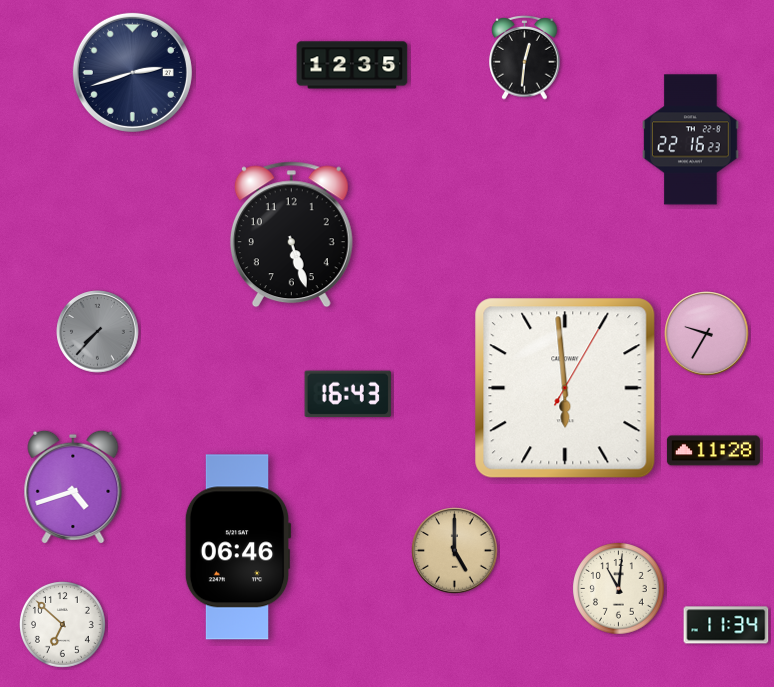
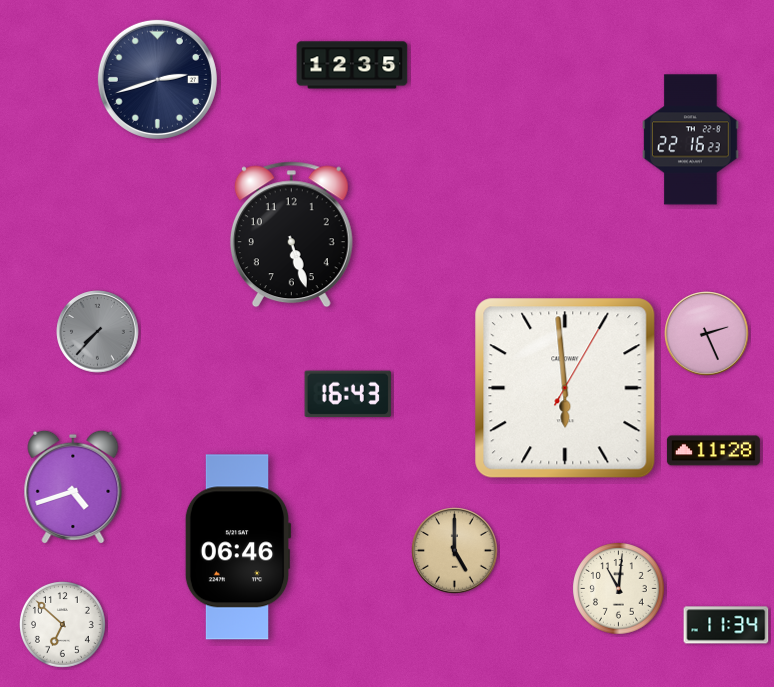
clock at (525, 58): 12:31 -> none
clock at (132, 72) position: (132, 72) -> (157, 79)
clock at (707, 334): 9:35 -> 2:26
